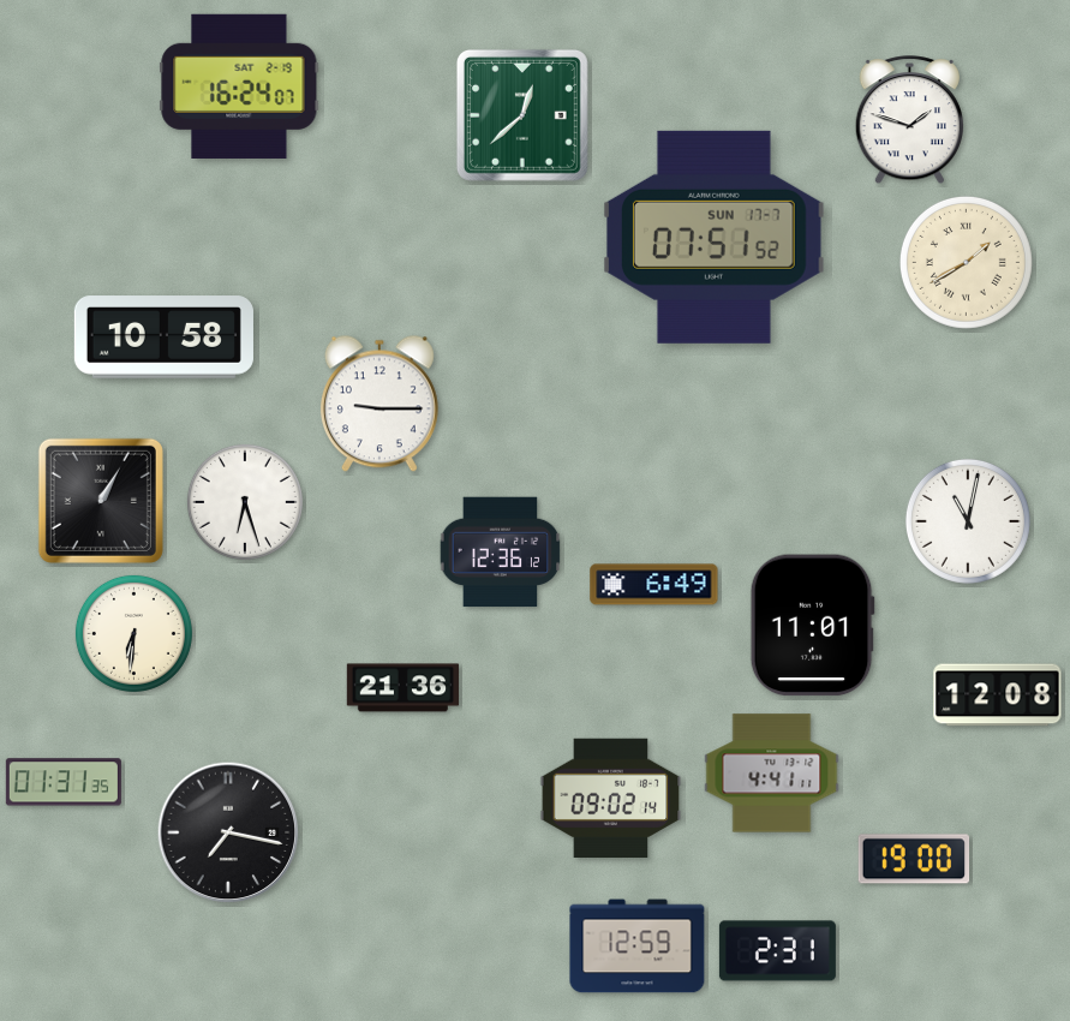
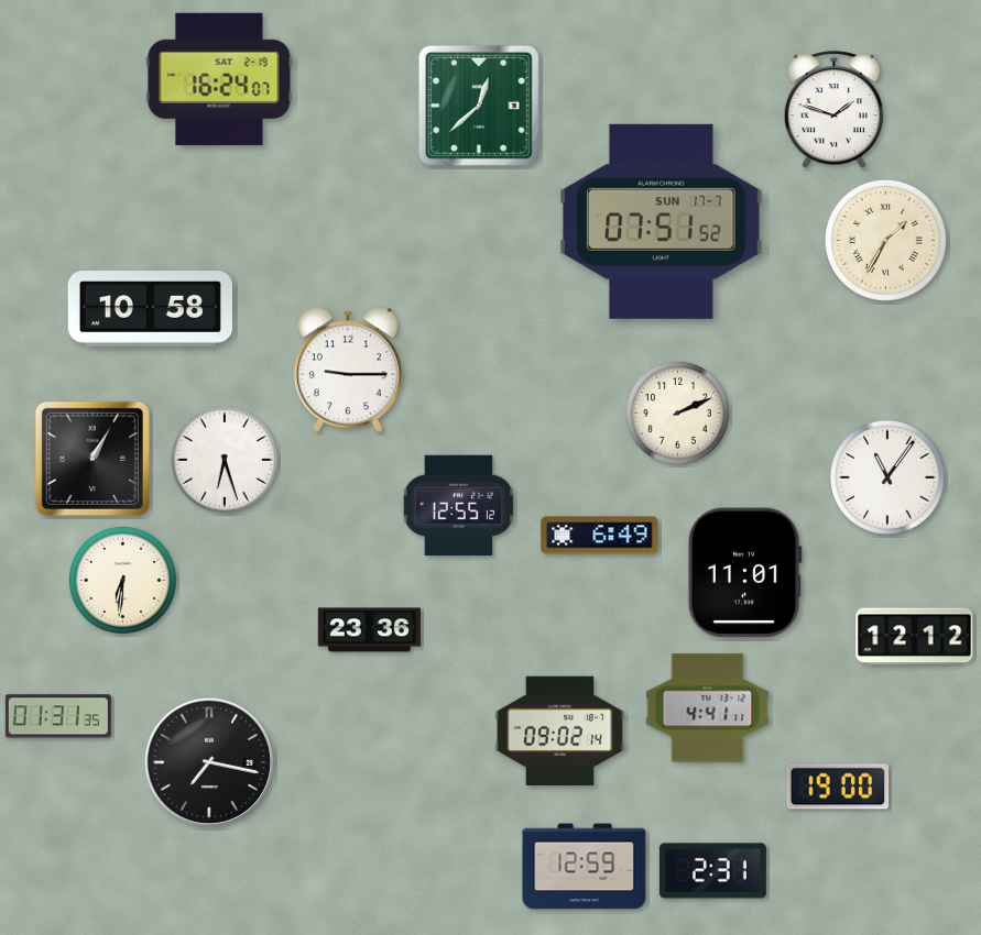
clock at (715, 237) position: (715, 237) -> (662, 221)
clock at (966, 262): 1:40 -> 1:35
clock at (677, 413): none -> 2:11
clock at (968, 521): 11:02 -> 11:06
clock at (501, 553): 12:36 -> 12:55
clock at (404, 688): 21:36 -> 23:36
clock at (998, 695): 12:08 -> 12:12
